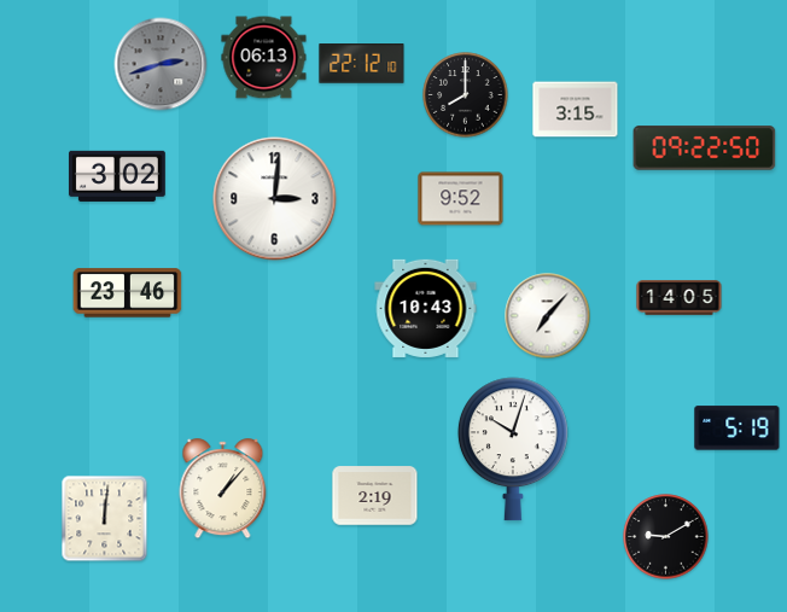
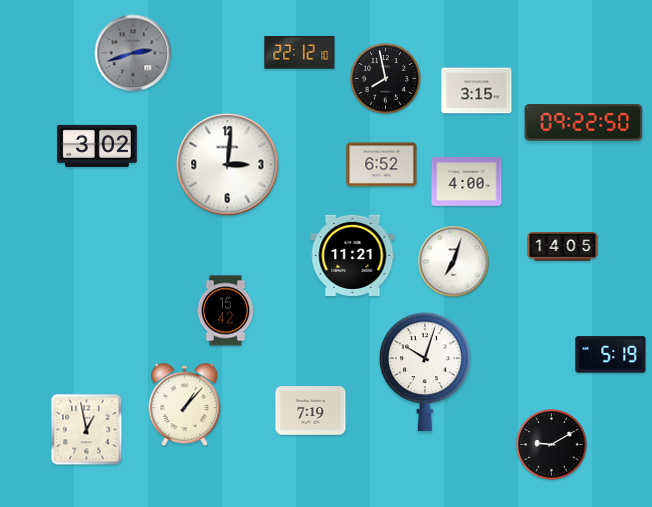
clock at (264, 58): 06:13 -> none
clock at (466, 95): 8:00 -> 7:58
clock at (461, 199): 9:52 -> 6:52
clock at (467, 182): none -> 4:00
clock at (128, 293): 23:46 -> none
clock at (426, 308): 10:43 -> 11:21
clock at (548, 316): 7:07 -> 7:03
clock at (226, 311): none -> 15:42
clock at (375, 496): 2:19 -> 7:19
clock at (105, 519): 12:01 -> 12:58
